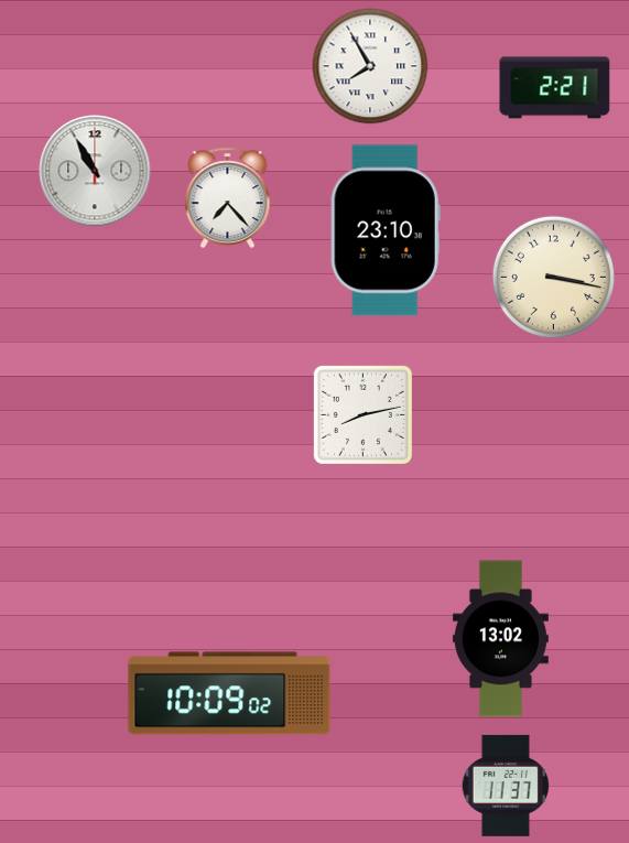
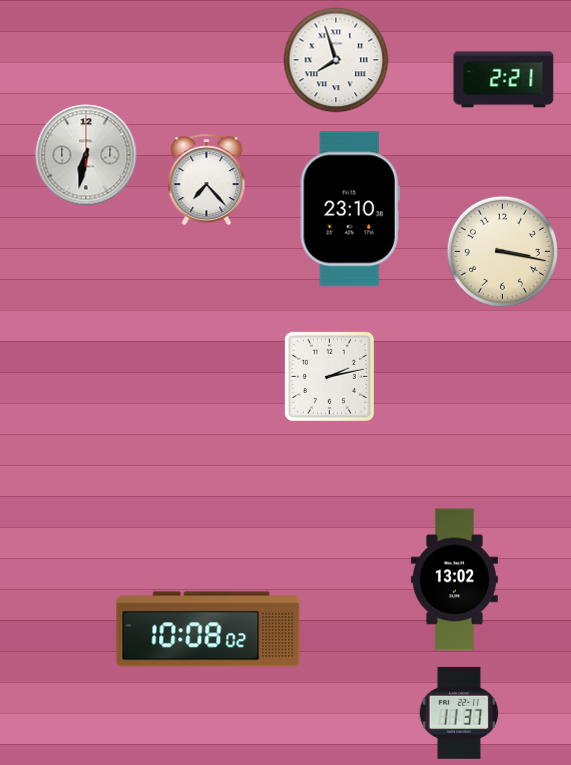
clock at (370, 66): 7:55 -> 7:57
clock at (95, 171): 10:55 -> 6:32
clock at (362, 414): 8:13 -> 2:13
clock at (229, 693): 10:09 -> 10:08
